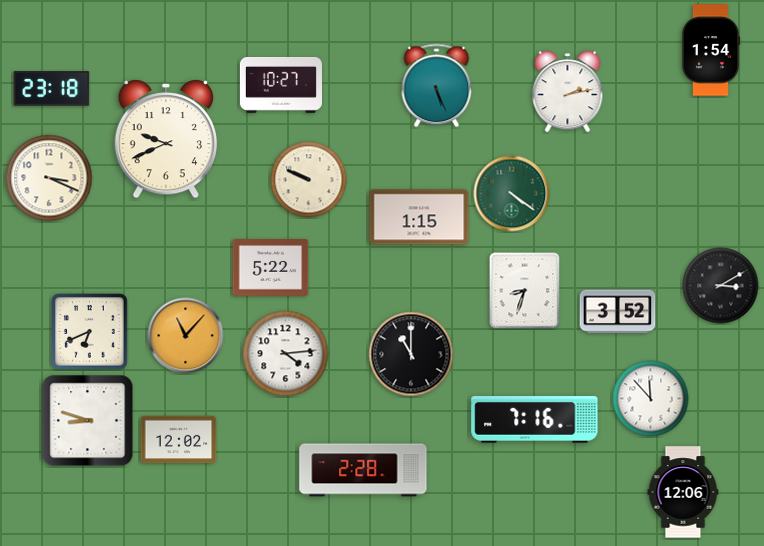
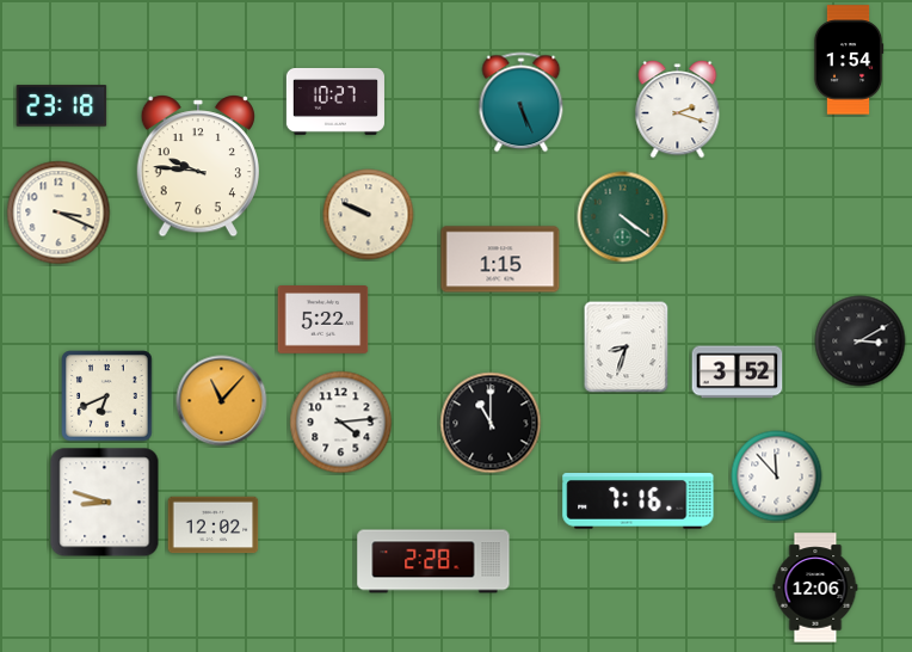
clock at (568, 92): 2:13 -> 2:18
clock at (165, 139): 9:41 -> 9:46
clock at (512, 194) position: (512, 194) -> (623, 217)
